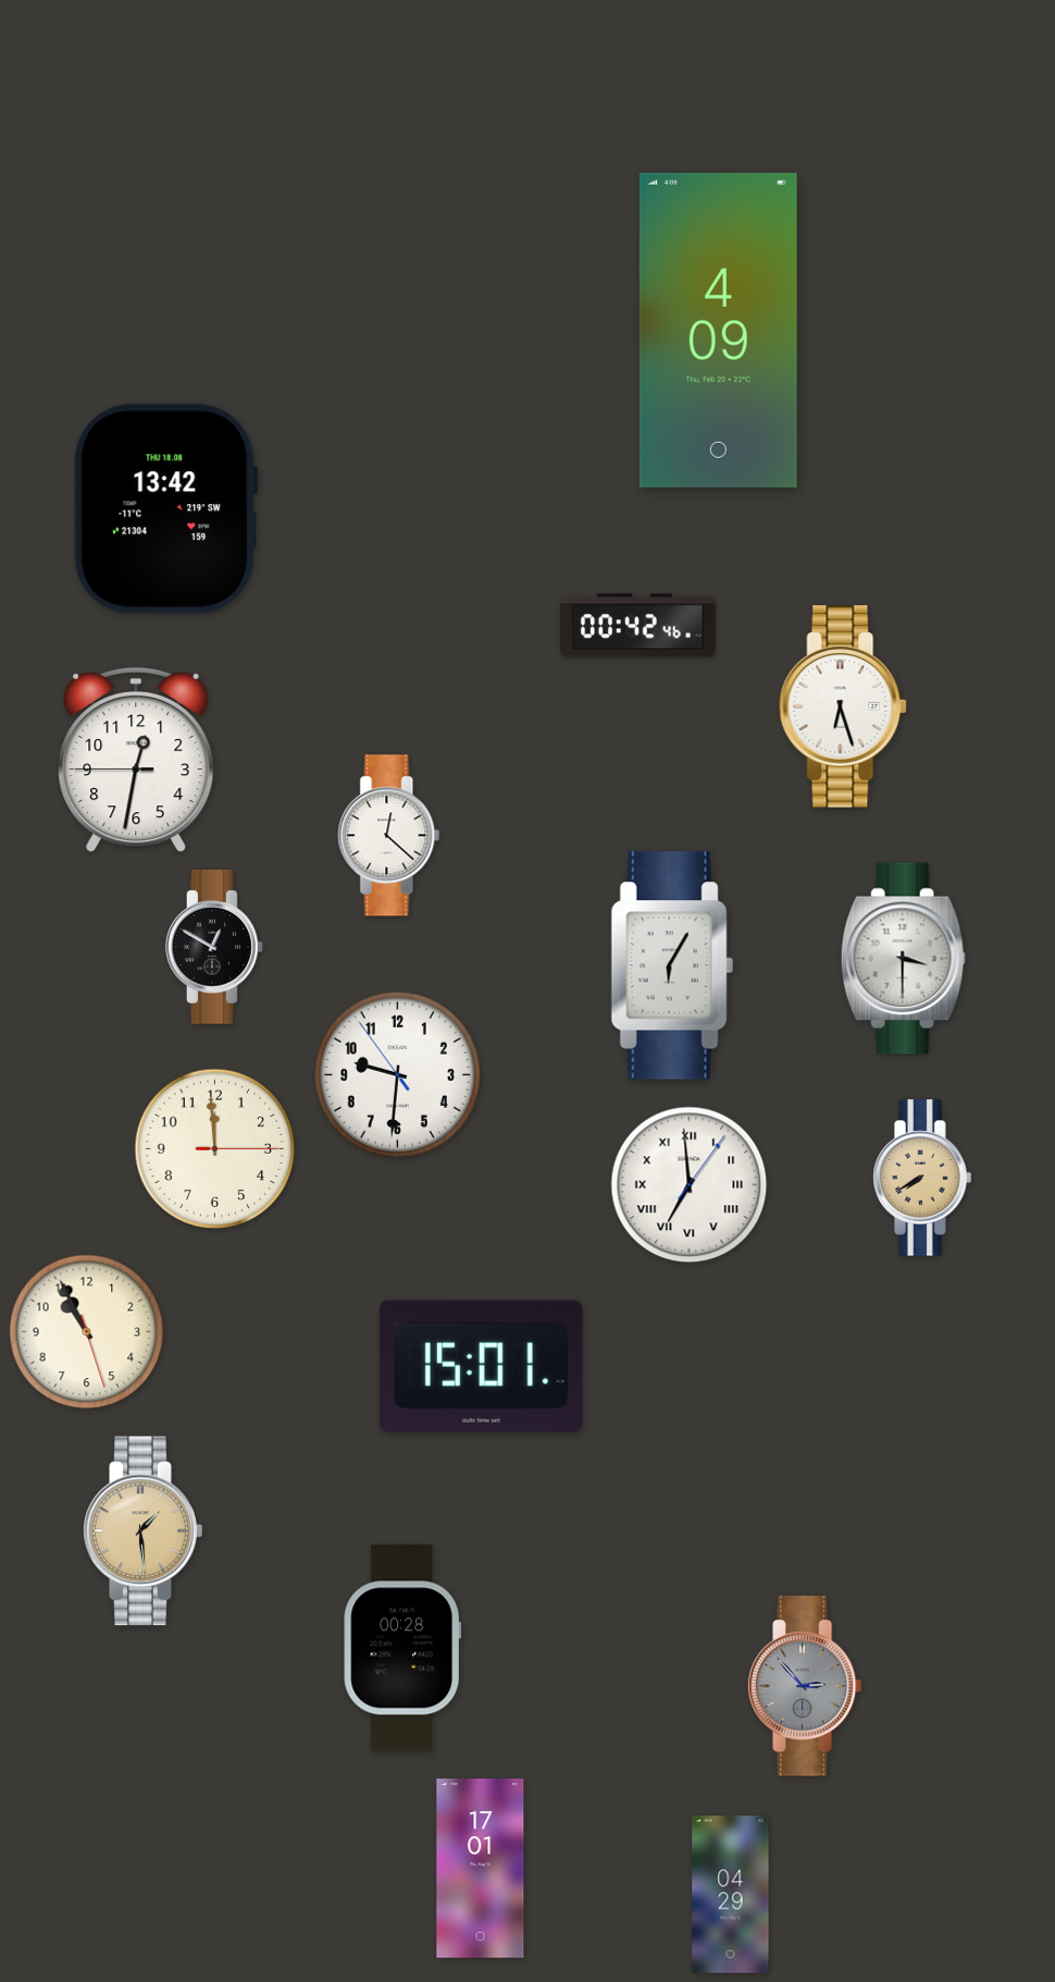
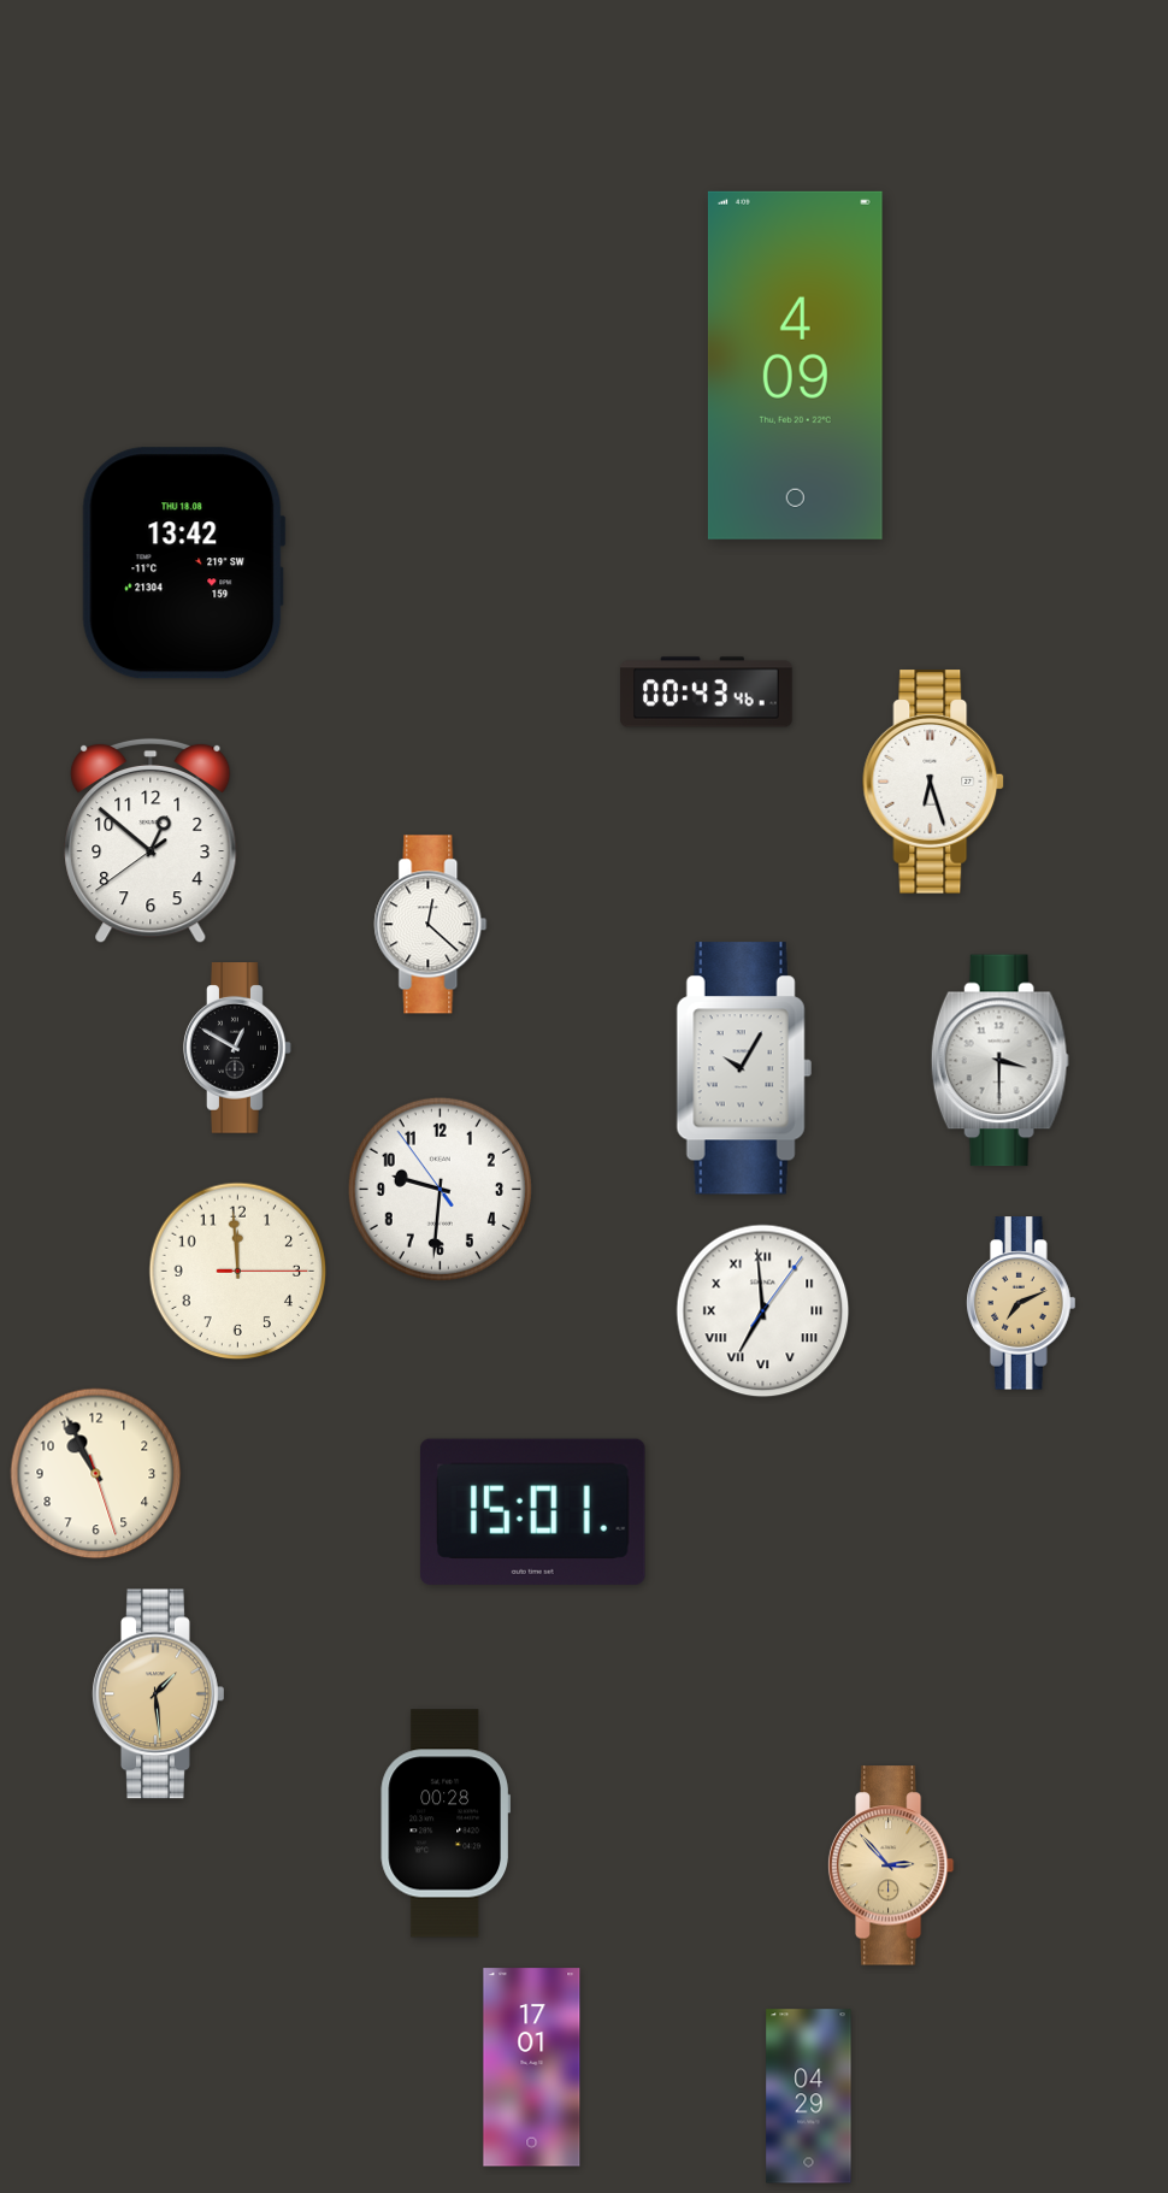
clock at (638, 626): 00:42 -> 00:43
clock at (136, 760): 12:31 -> 12:51
clock at (672, 965): 6:05 -> 10:05
clock at (922, 1178): 7:40 -> 7:11
clock at (805, 1686) dial: grey -> champagne
